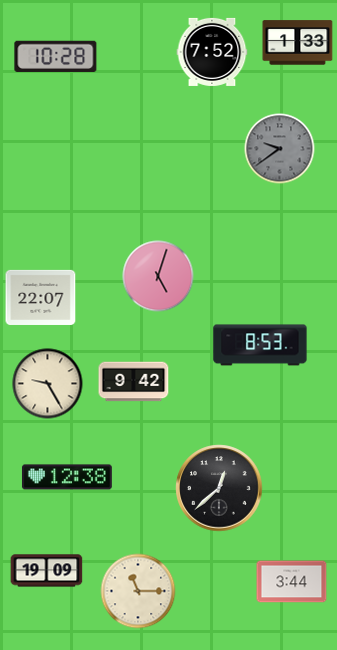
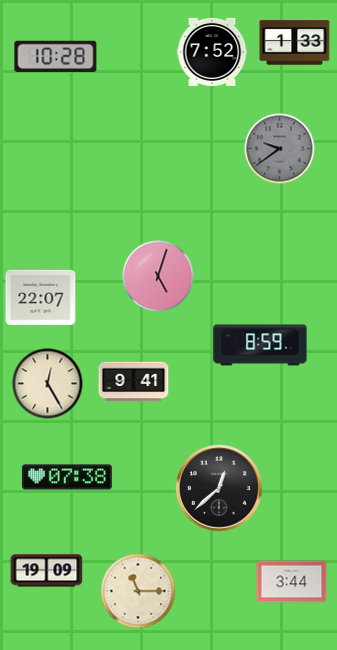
clock at (298, 43) position: (298, 43) -> (295, 43)
clock at (260, 345): 8:53 -> 8:59
clock at (134, 382): 9:42 -> 9:41
clock at (48, 384): 9:25 -> 12:25
clock at (67, 477): 12:38 -> 07:38
